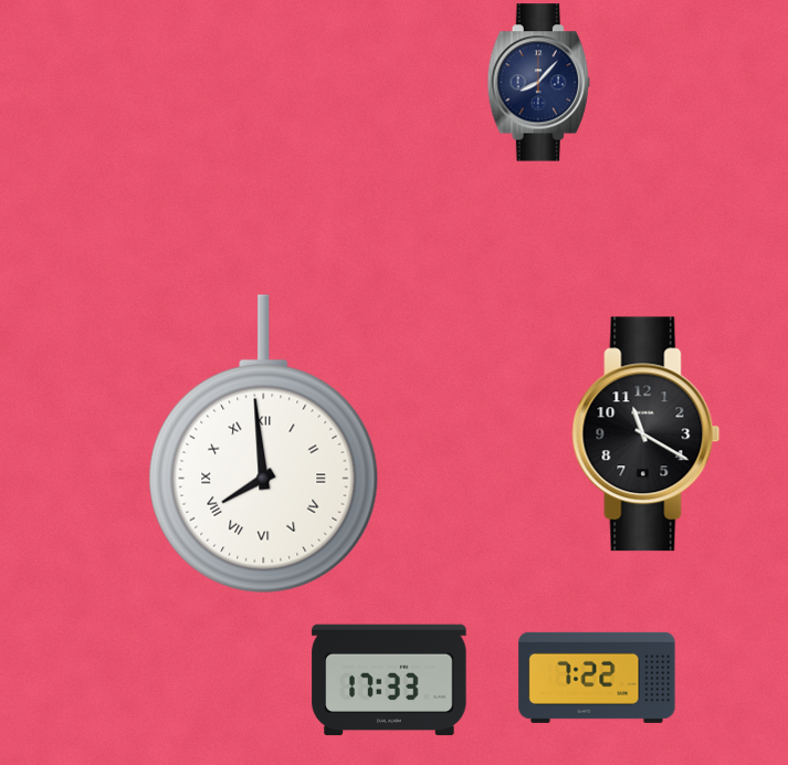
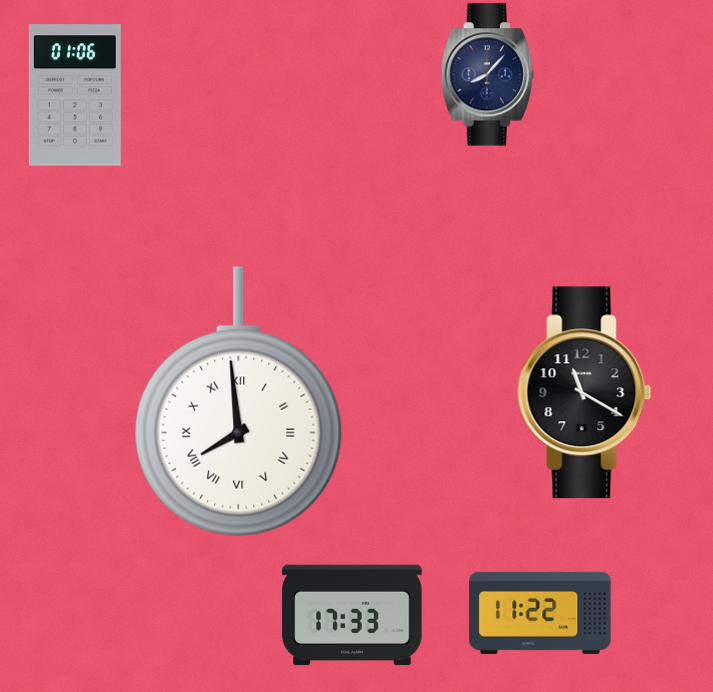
clock at (75, 95): none -> 01:06
clock at (597, 678): 7:22 -> 11:22
